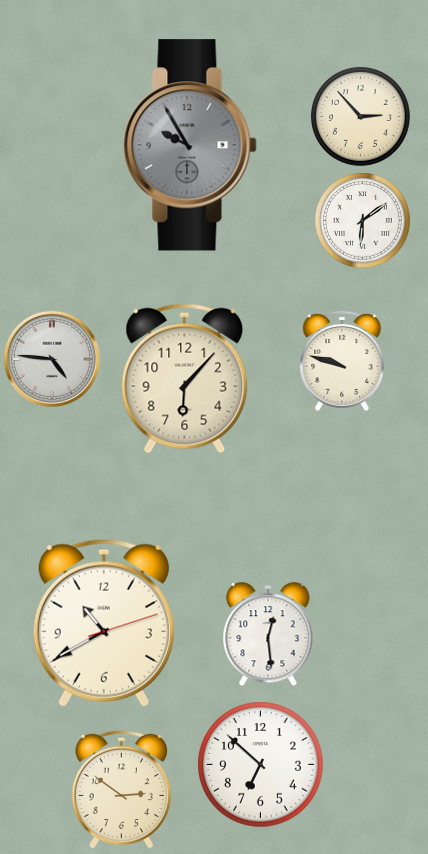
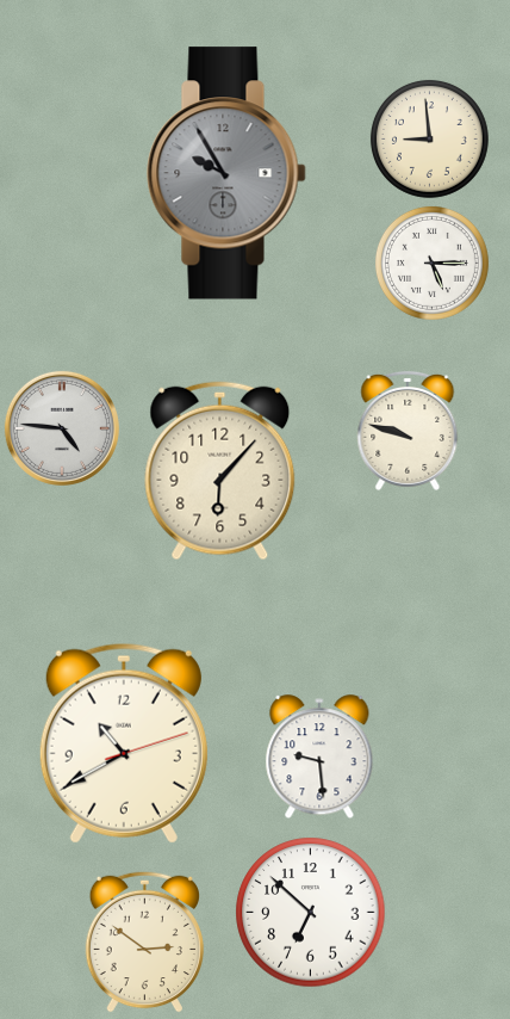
clock at (360, 116): 2:53 -> 8:59
clock at (362, 220): 6:09 -> 5:15
clock at (185, 379) position: (185, 379) -> (220, 471)
clock at (268, 635): 12:29 -> 9:29
